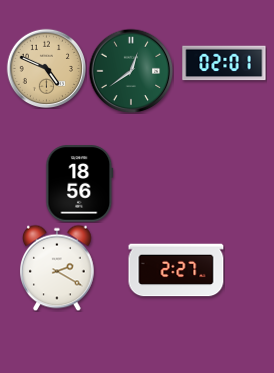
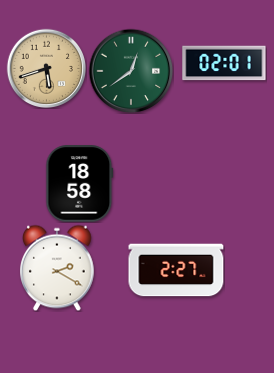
clock at (46, 68): 4:49 -> 5:42
clock at (80, 184): 18:56 -> 18:58
